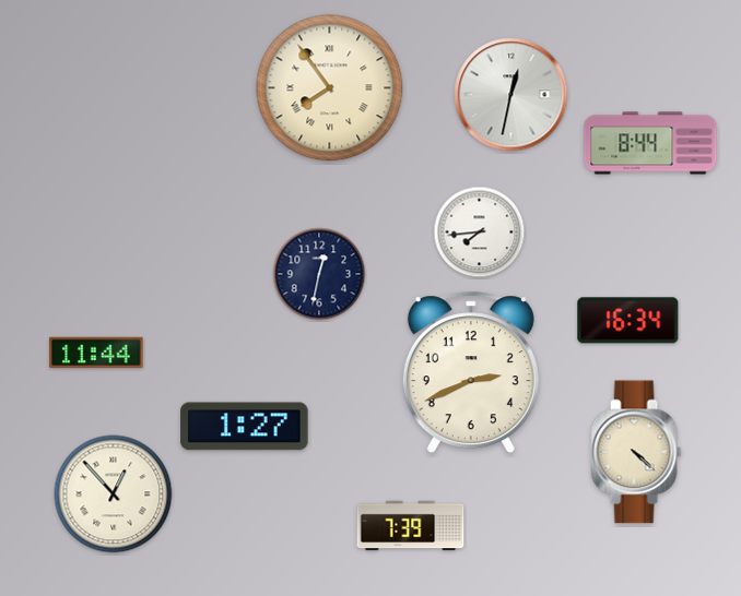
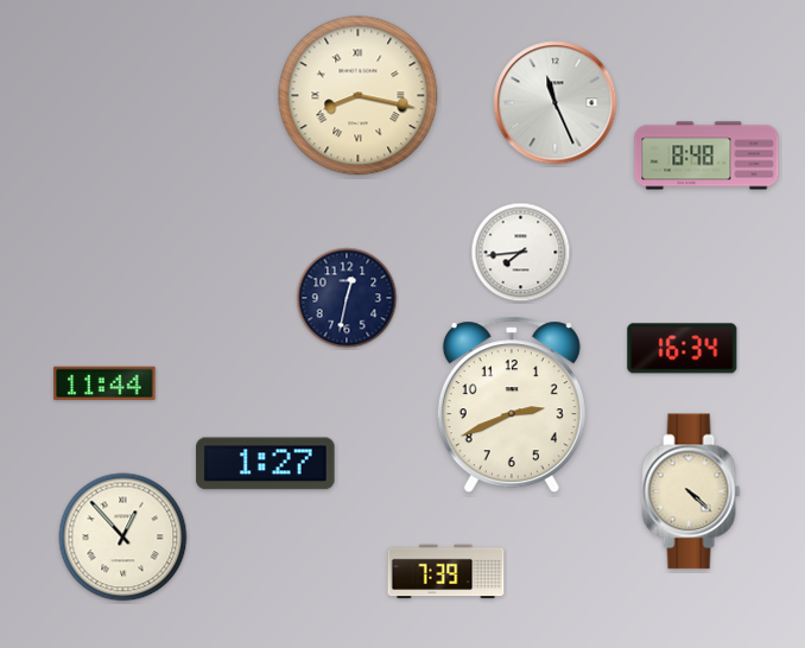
clock at (330, 88): 7:54 -> 8:17
clock at (511, 95): 12:32 -> 11:26
clock at (650, 143): 8:44 -> 8:48
